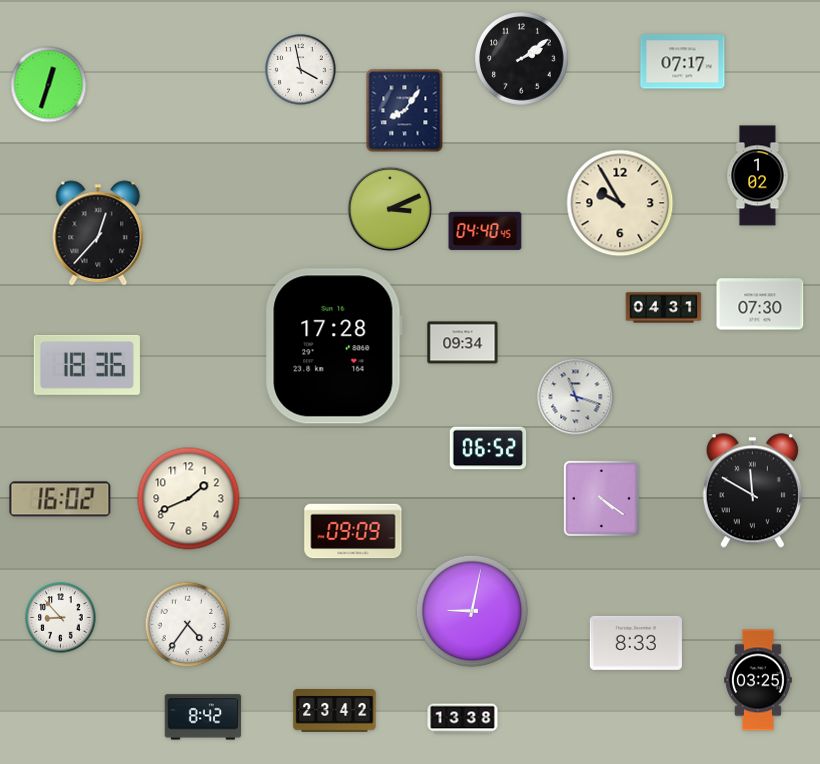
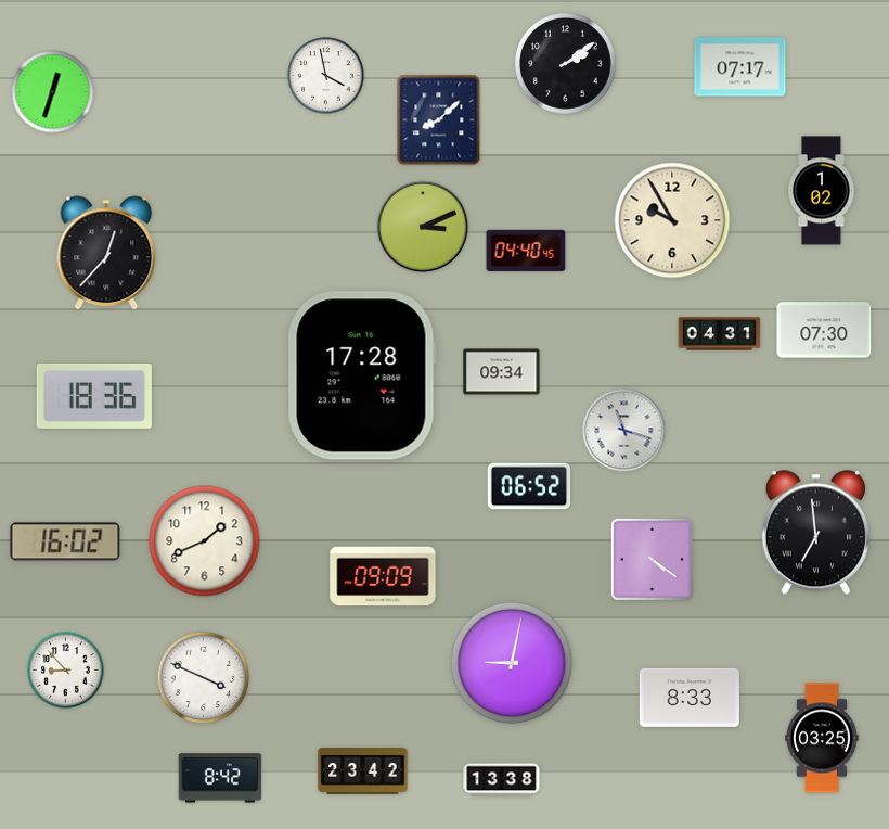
clock at (405, 111): 8:06 -> 8:08
clock at (752, 491): 11:50 -> 6:59
clock at (601, 498) position: (601, 498) -> (652, 559)
clock at (188, 625): 4:36 -> 3:49
